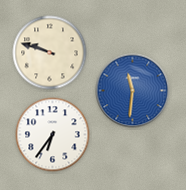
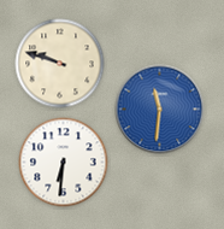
clock at (53, 135): 6:36 -> 6:31
